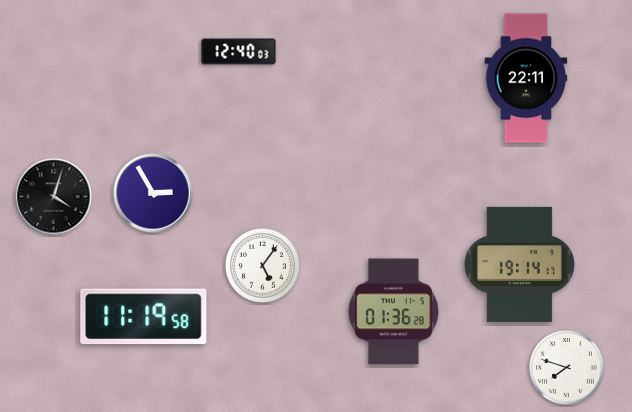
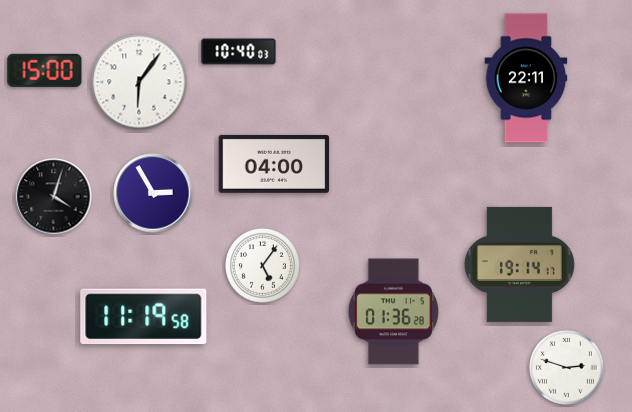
clock at (239, 52): 12:40 -> 10:40
clock at (45, 70): none -> 15:00
clock at (139, 82): none -> 6:06
clock at (274, 164): none -> 04:00
clock at (567, 368): 7:48 -> 2:48
